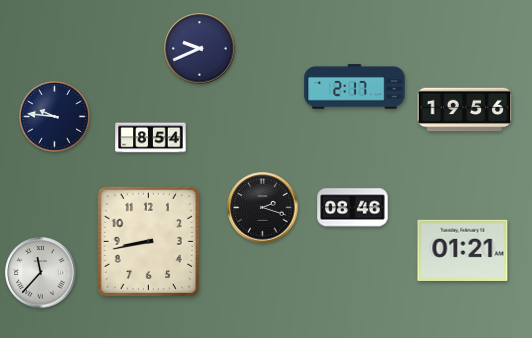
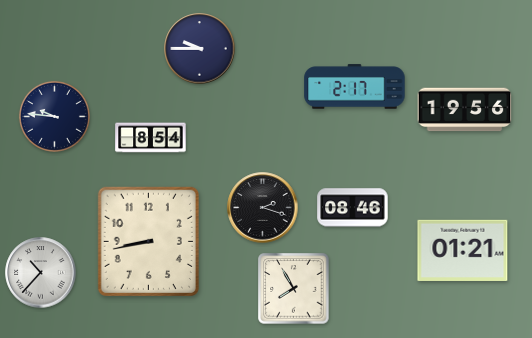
clock at (200, 49): 9:41 -> 9:45
clock at (41, 273): 11:37 -> 10:37
clock at (294, 289): none -> 7:55
